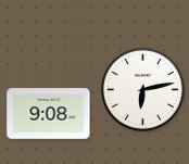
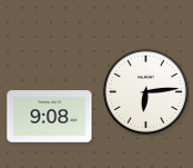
clock at (142, 89): 6:13 -> 6:14
